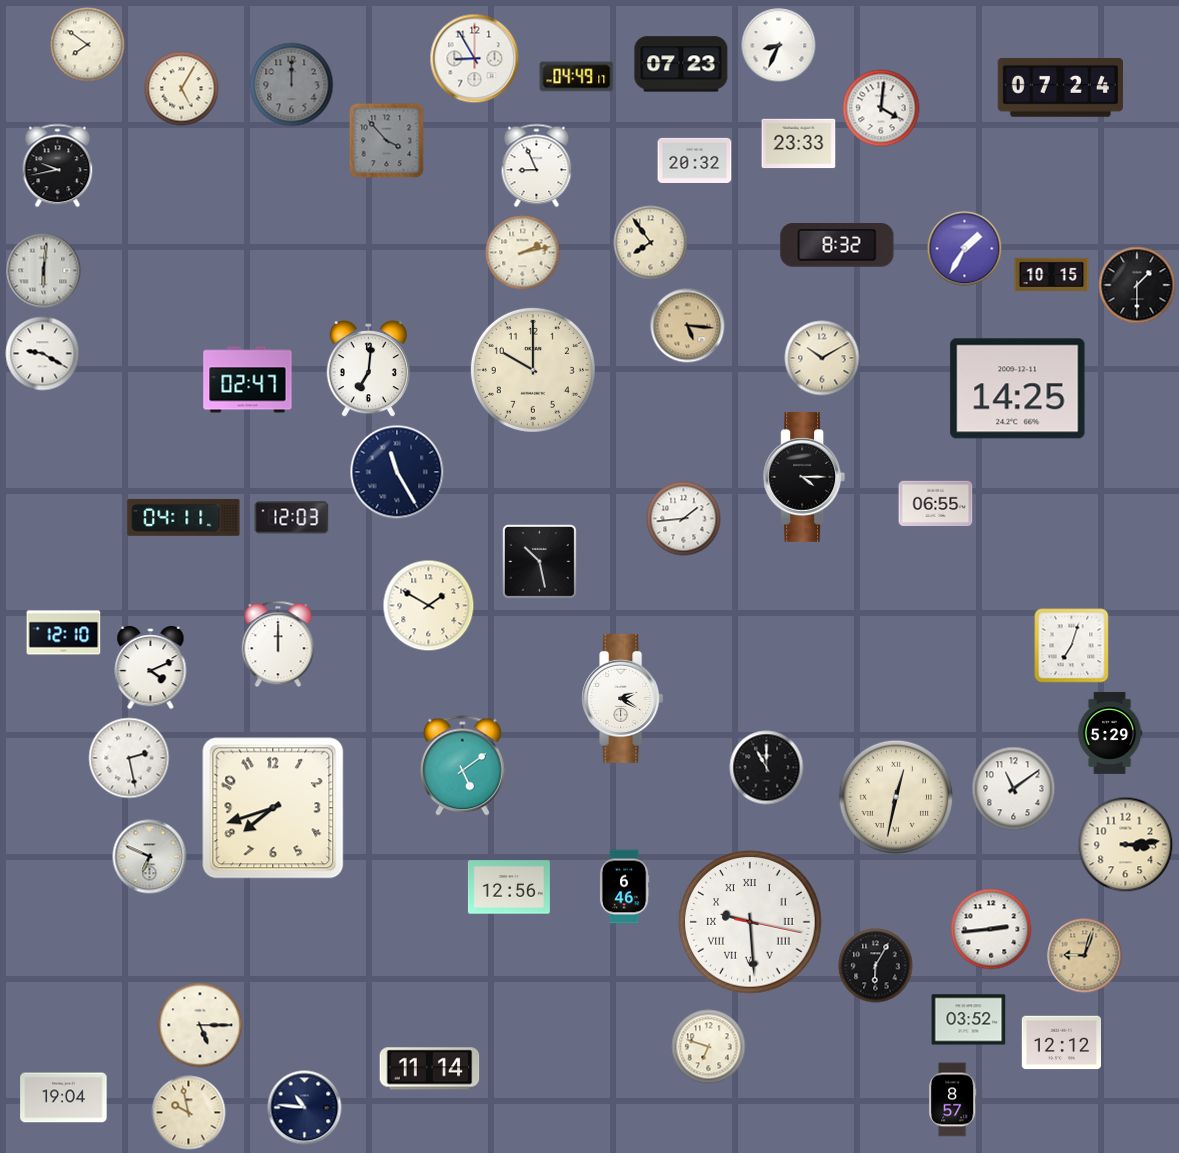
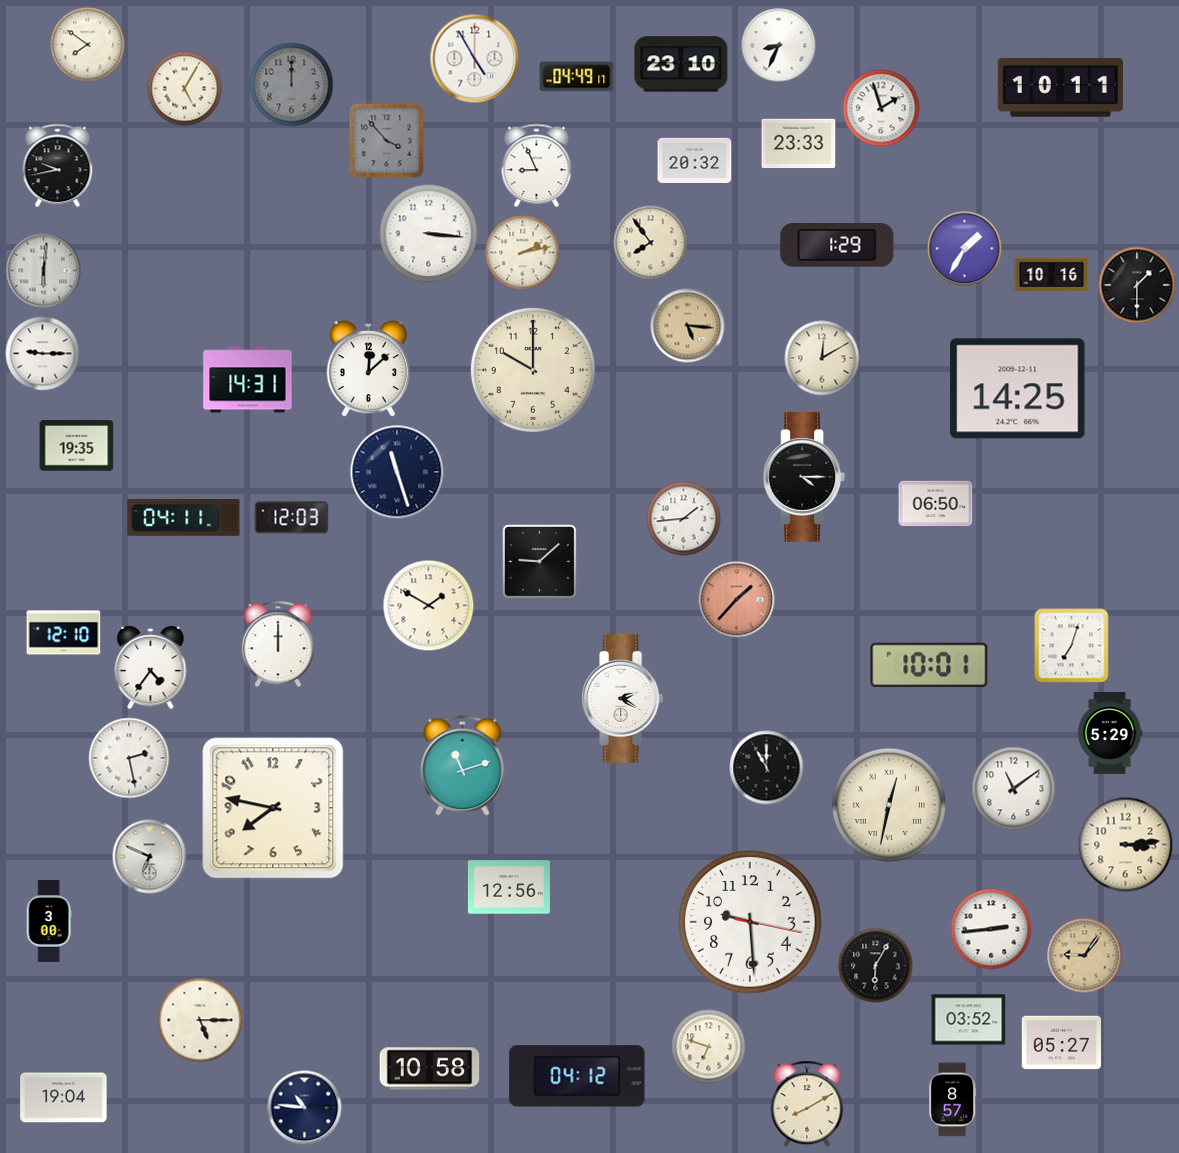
clock at (475, 59): 8:55 -> 4:55
clock at (681, 64): 07:23 -> 23:10
clock at (1060, 87): 07:24 -> 10:11
clock at (182, 89) position: (182, 89) -> (185, 89)
clock at (881, 108): 4:01 -> 1:57
clock at (429, 234): none -> 3:16
clock at (837, 246): 8:32 -> 1:29
clock at (1052, 274): 10:15 -> 10:16
clock at (43, 354): 9:20 -> 9:15
clock at (822, 358): 10:10 -> 12:10
clock at (368, 369): 7:01 -> 12:08
clock at (248, 380): 02:47 -> 14:31
clock at (77, 446): none -> 19:35
clock at (397, 472): 11:25 -> 11:27
clock at (936, 503): 06:55 -> 06:50
clock at (539, 561): 10:28 -> 9:08
clock at (737, 600): none -> 1:37
clock at (929, 665): none -> 10:01
clock at (151, 668): 4:11 -> 4:36
clock at (463, 766): 5:09 -> 11:12
clock at (895, 797) position: (895, 797) -> (888, 805)
clock at (273, 808): 7:42 -> 7:47
clock at (624, 887): 6:46 -> none
clock at (49, 921): none -> 3:00
clock at (750, 922) numerals: Roman -> Arabic
clock at (1085, 956): 9:03 -> 9:06
clock at (200, 1025) position: (200, 1025) -> (200, 1020)
clock at (1061, 1043): 12:12 -> 05:27
clock at (430, 1069): 11:14 -> 10:58
clock at (577, 1076): none -> 04:12
clock at (807, 1104): none -> 8:10
clock at (189, 1113): 9:58 -> none
